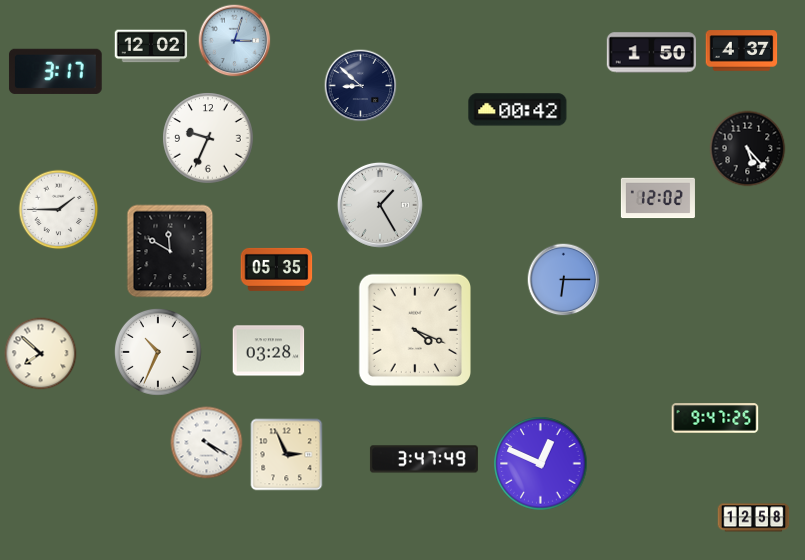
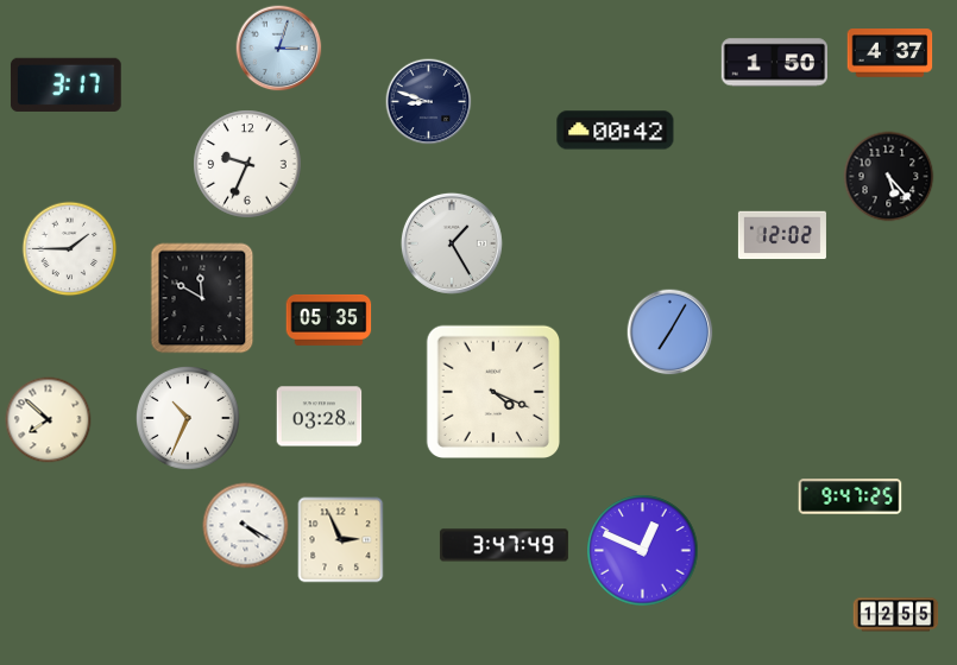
clock at (151, 46): 12:02 -> none
clock at (742, 51) position: (742, 51) -> (890, 53)
clock at (361, 86): 8:52 -> 8:48
clock at (564, 280): 6:15 -> 7:05
clock at (754, 518): 12:58 -> 12:55
